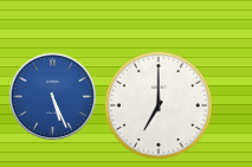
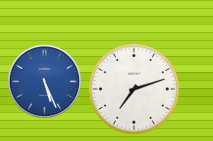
clock at (159, 105): 7:00 -> 7:12
